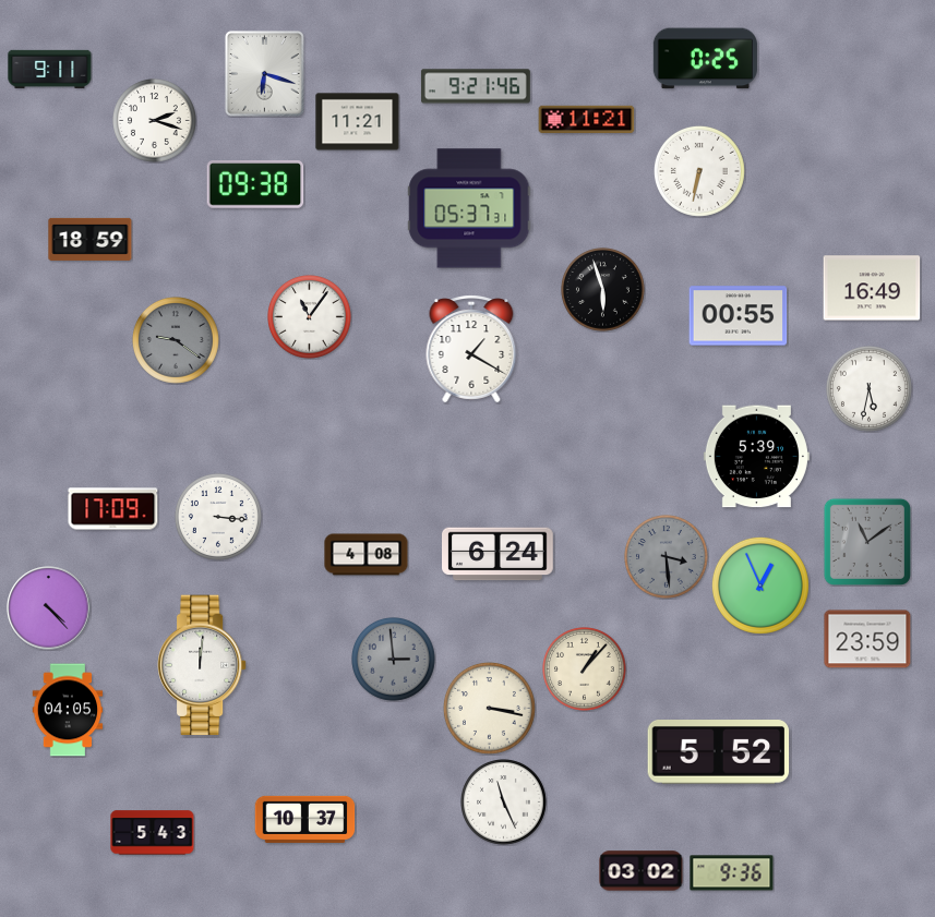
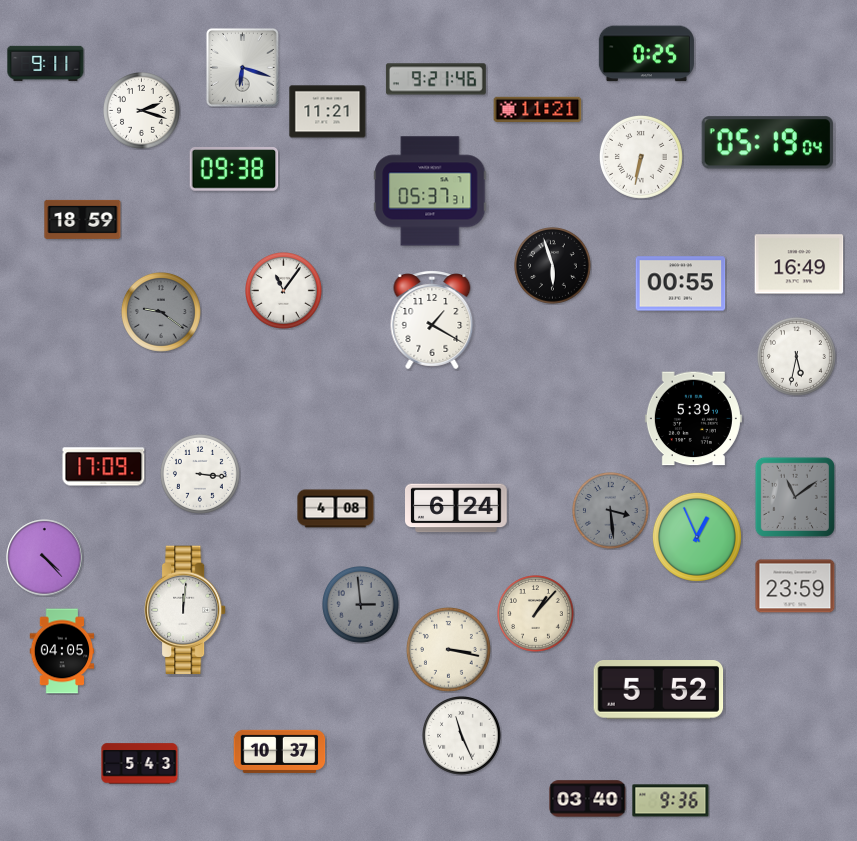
clock at (767, 143): none -> 05:19
clock at (739, 316) position: (739, 316) -> (681, 284)
clock at (642, 871): 03:02 -> 03:40
